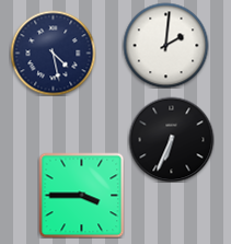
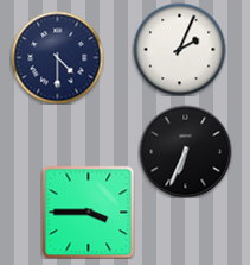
clock at (165, 45): 2:01 -> 2:04
clock at (53, 53): 4:28 -> 4:30
